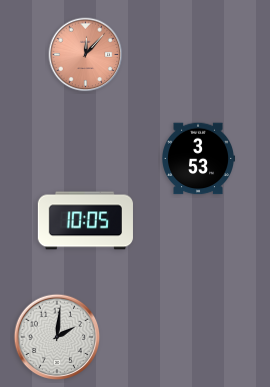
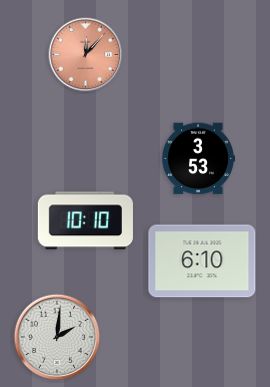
clock at (85, 221): 10:05 -> 10:10
clock at (202, 261): none -> 6:10
